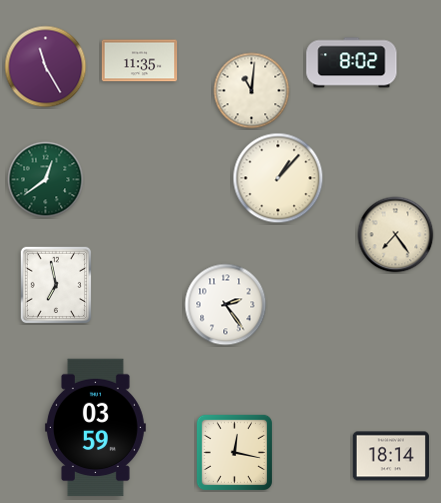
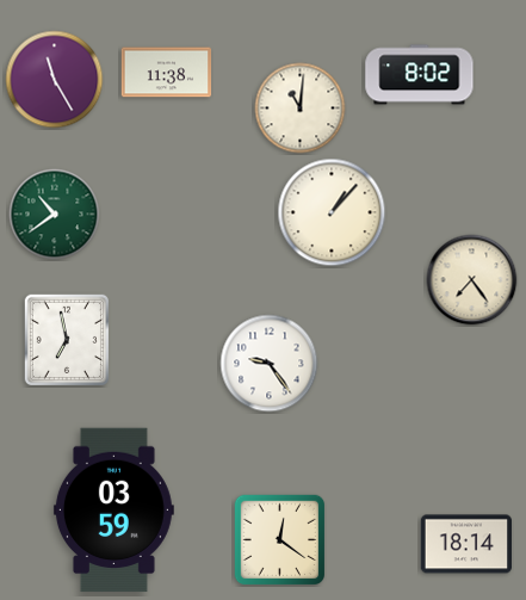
clock at (140, 61): 11:35 -> 11:38
clock at (46, 180): 12:39 -> 10:39
clock at (226, 305): 2:24 -> 9:24
clock at (234, 452): 12:17 -> 12:21
